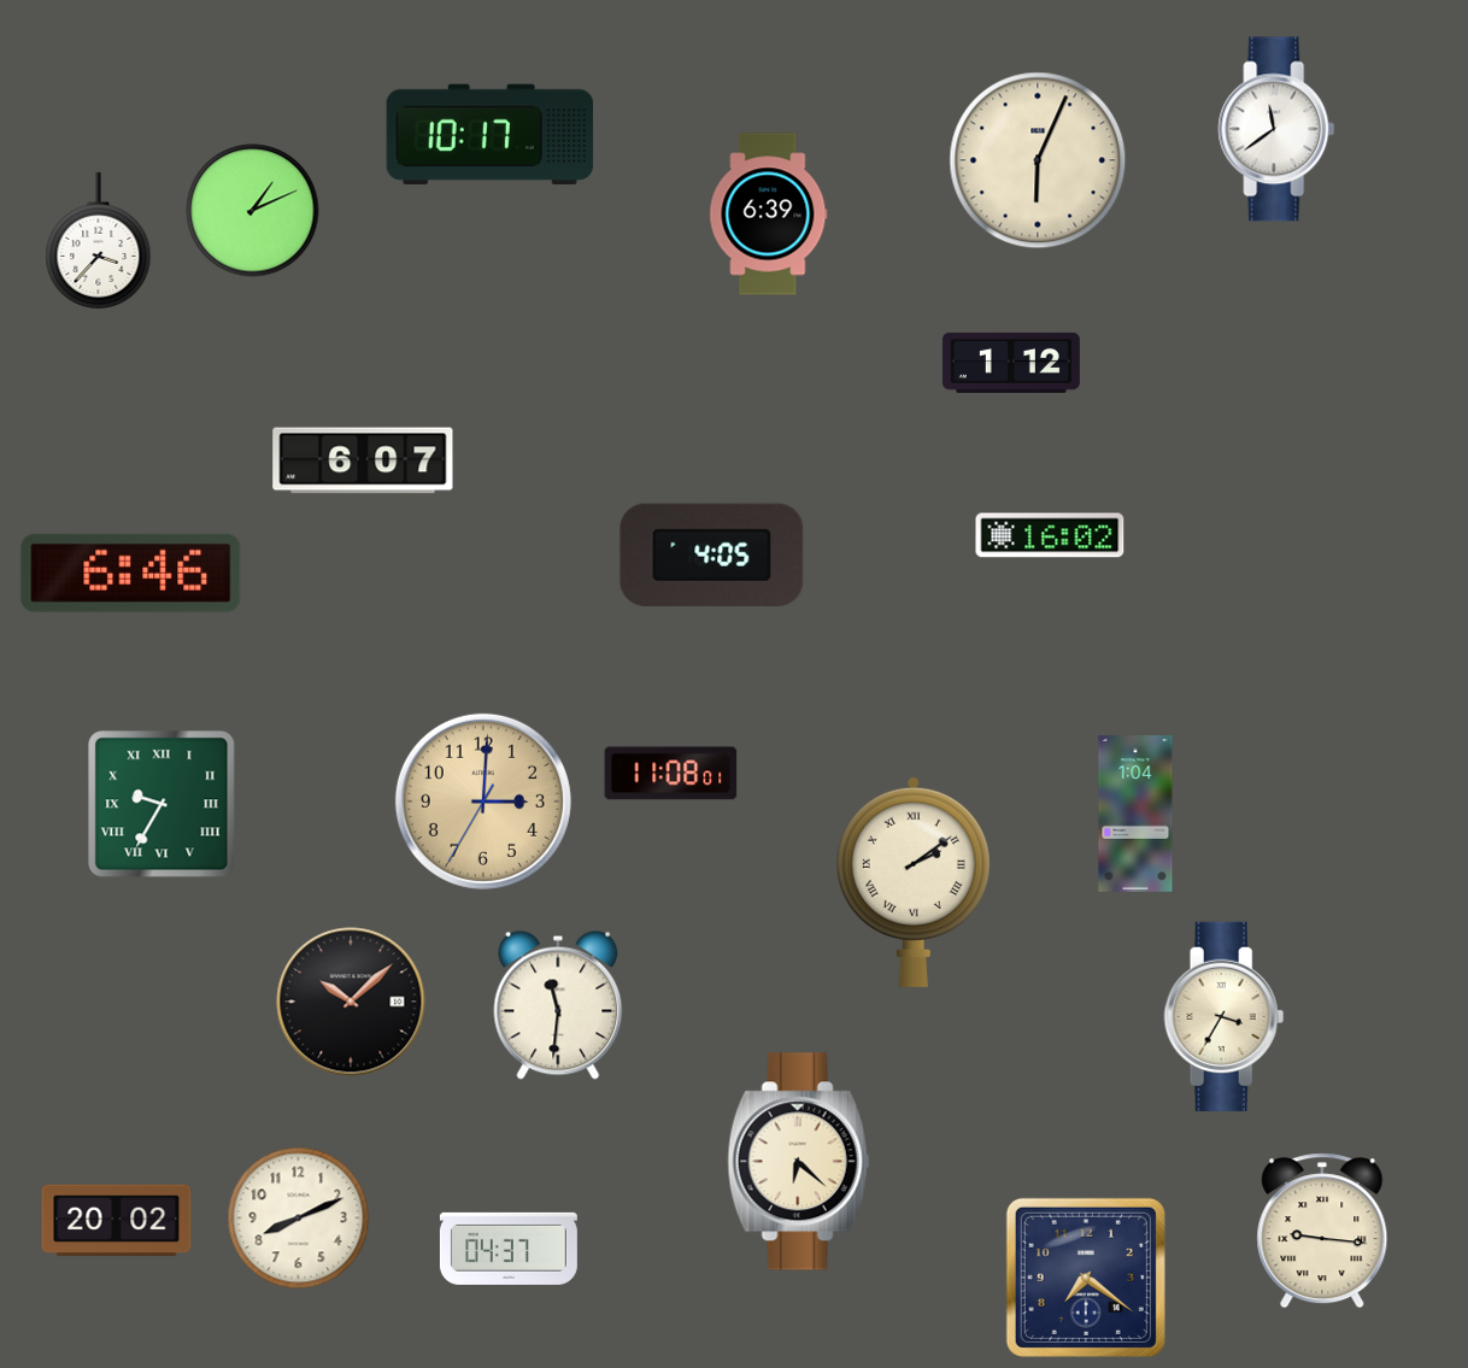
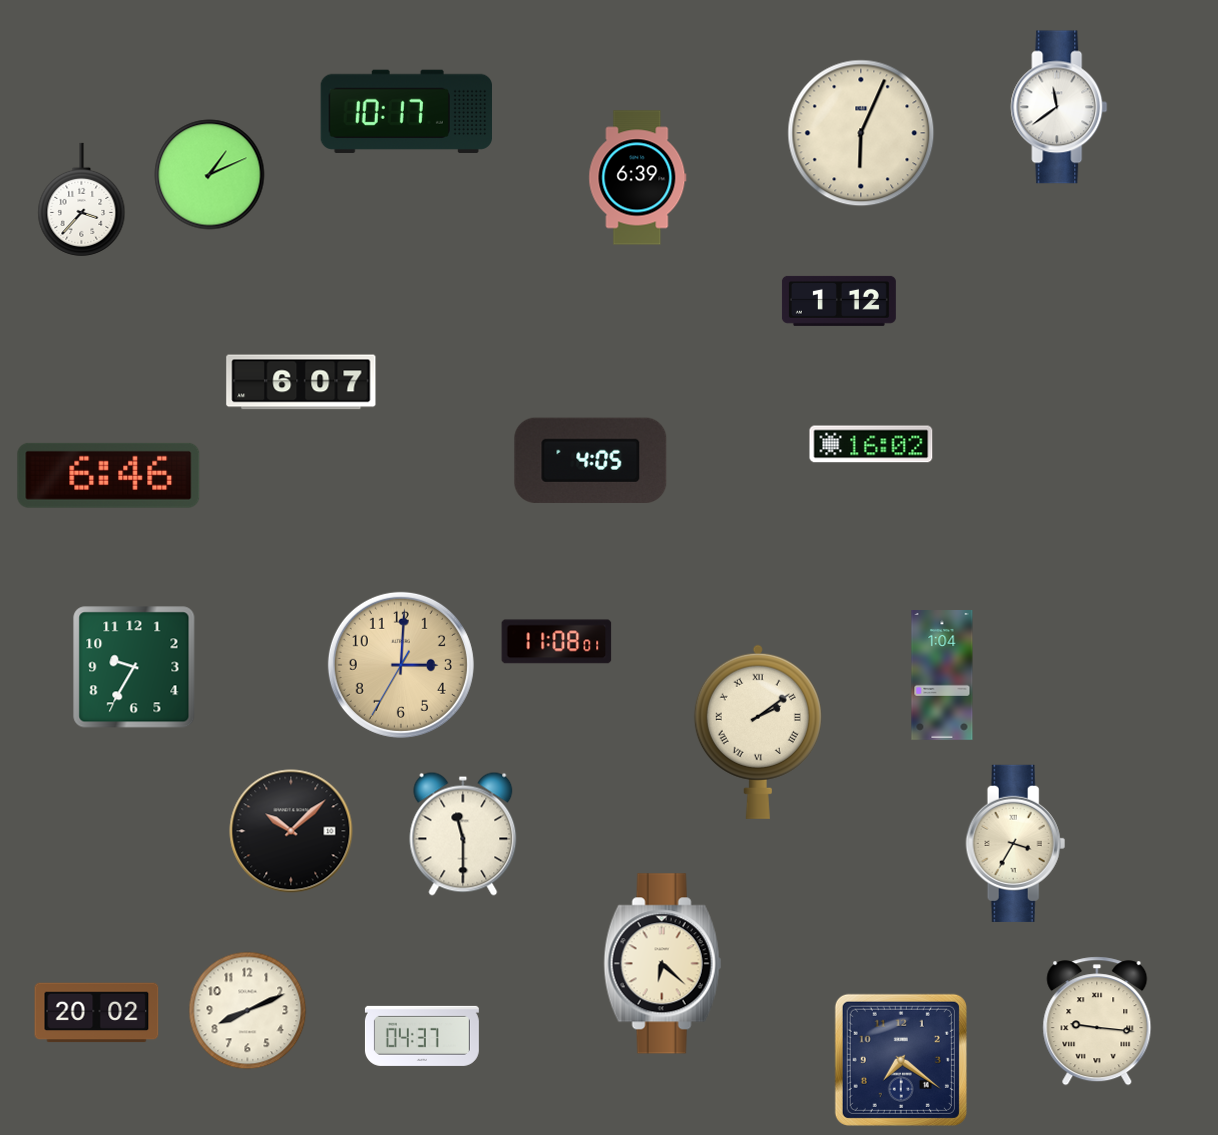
clock at (162, 804) numerals: Roman -> Arabic
clock at (558, 1005): 11:31 -> 11:30
